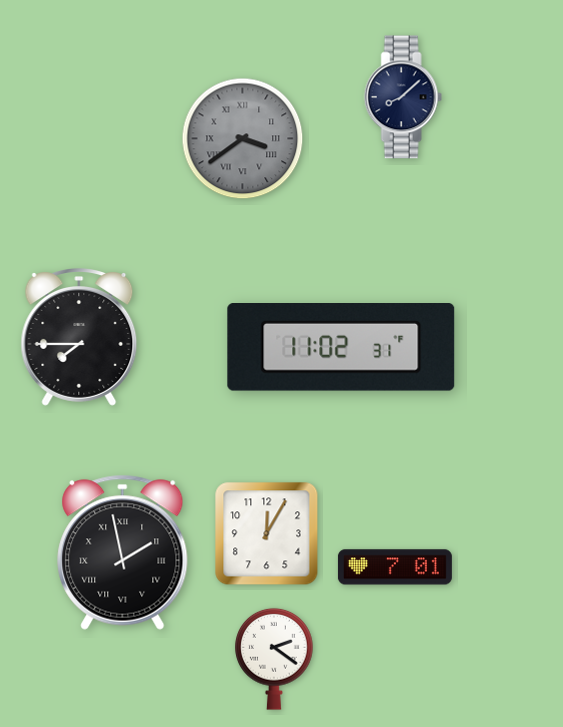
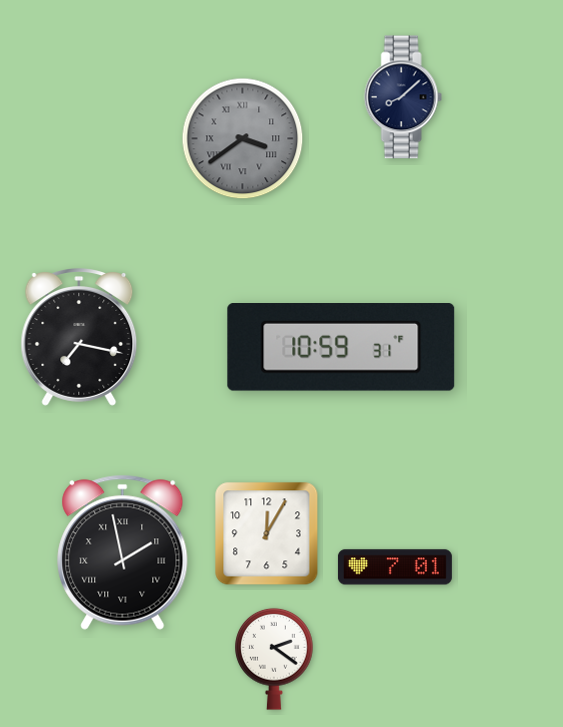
clock at (79, 338): 7:45 -> 7:17
clock at (341, 348): 11:02 -> 10:59
